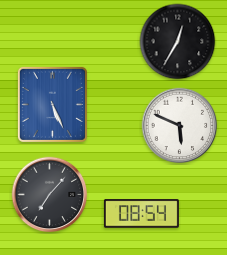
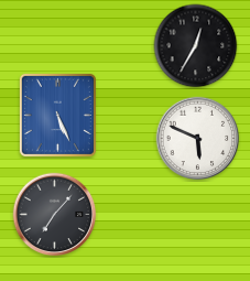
clock at (141, 214): 08:54 -> none
